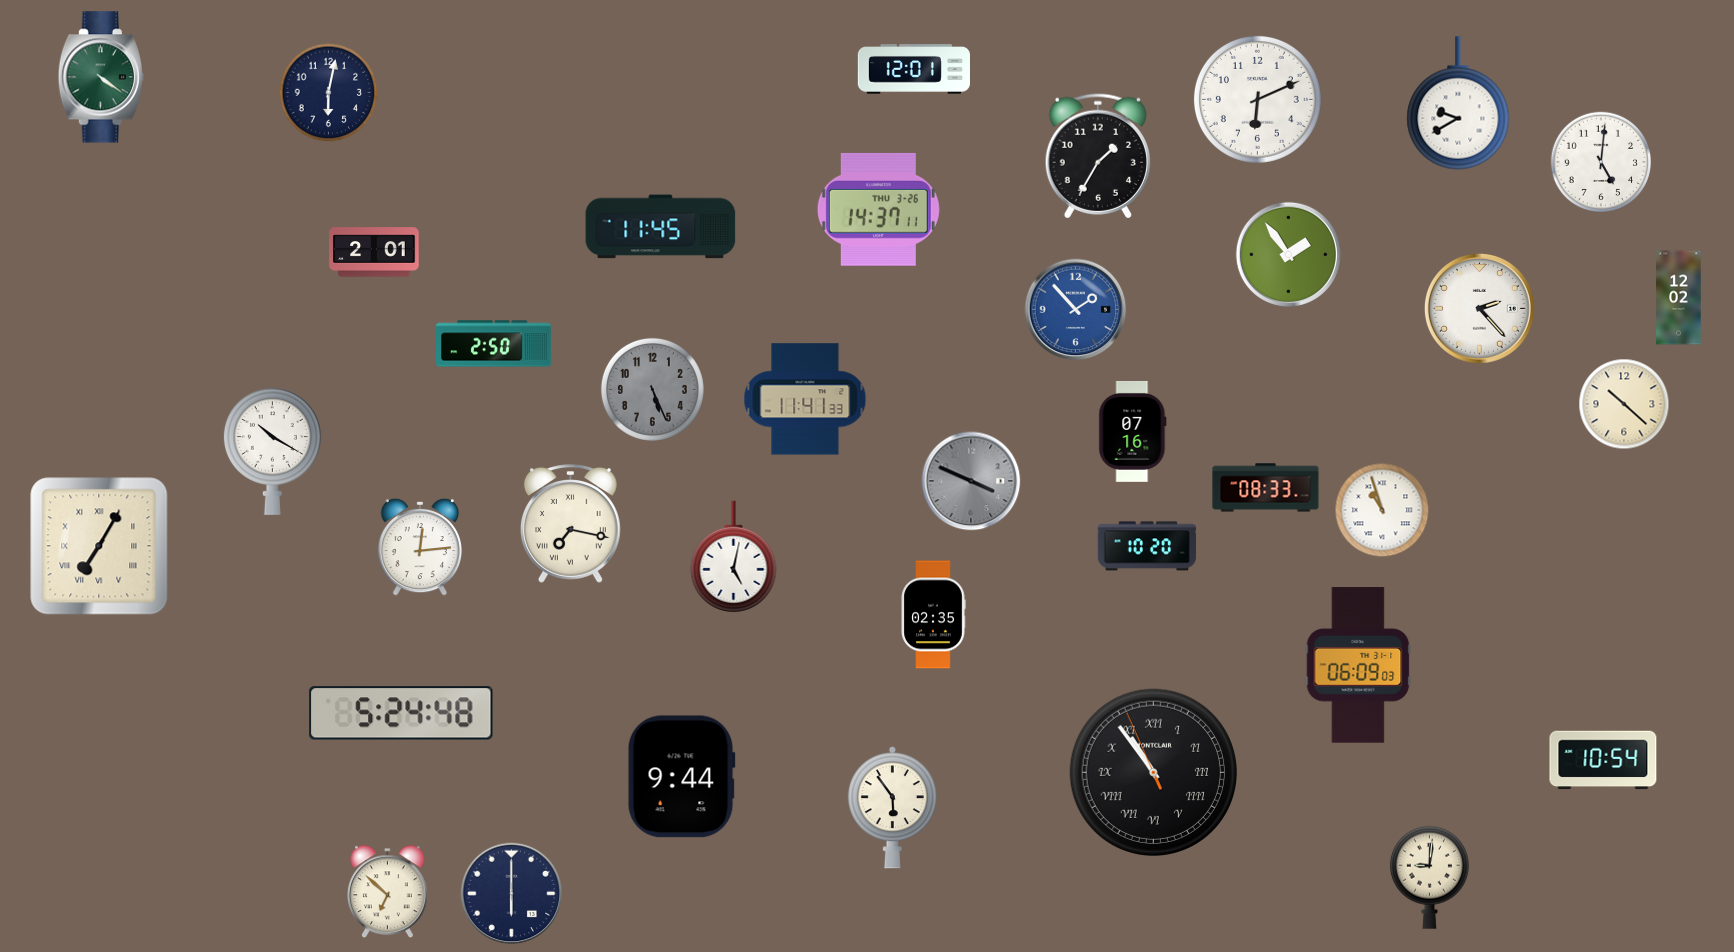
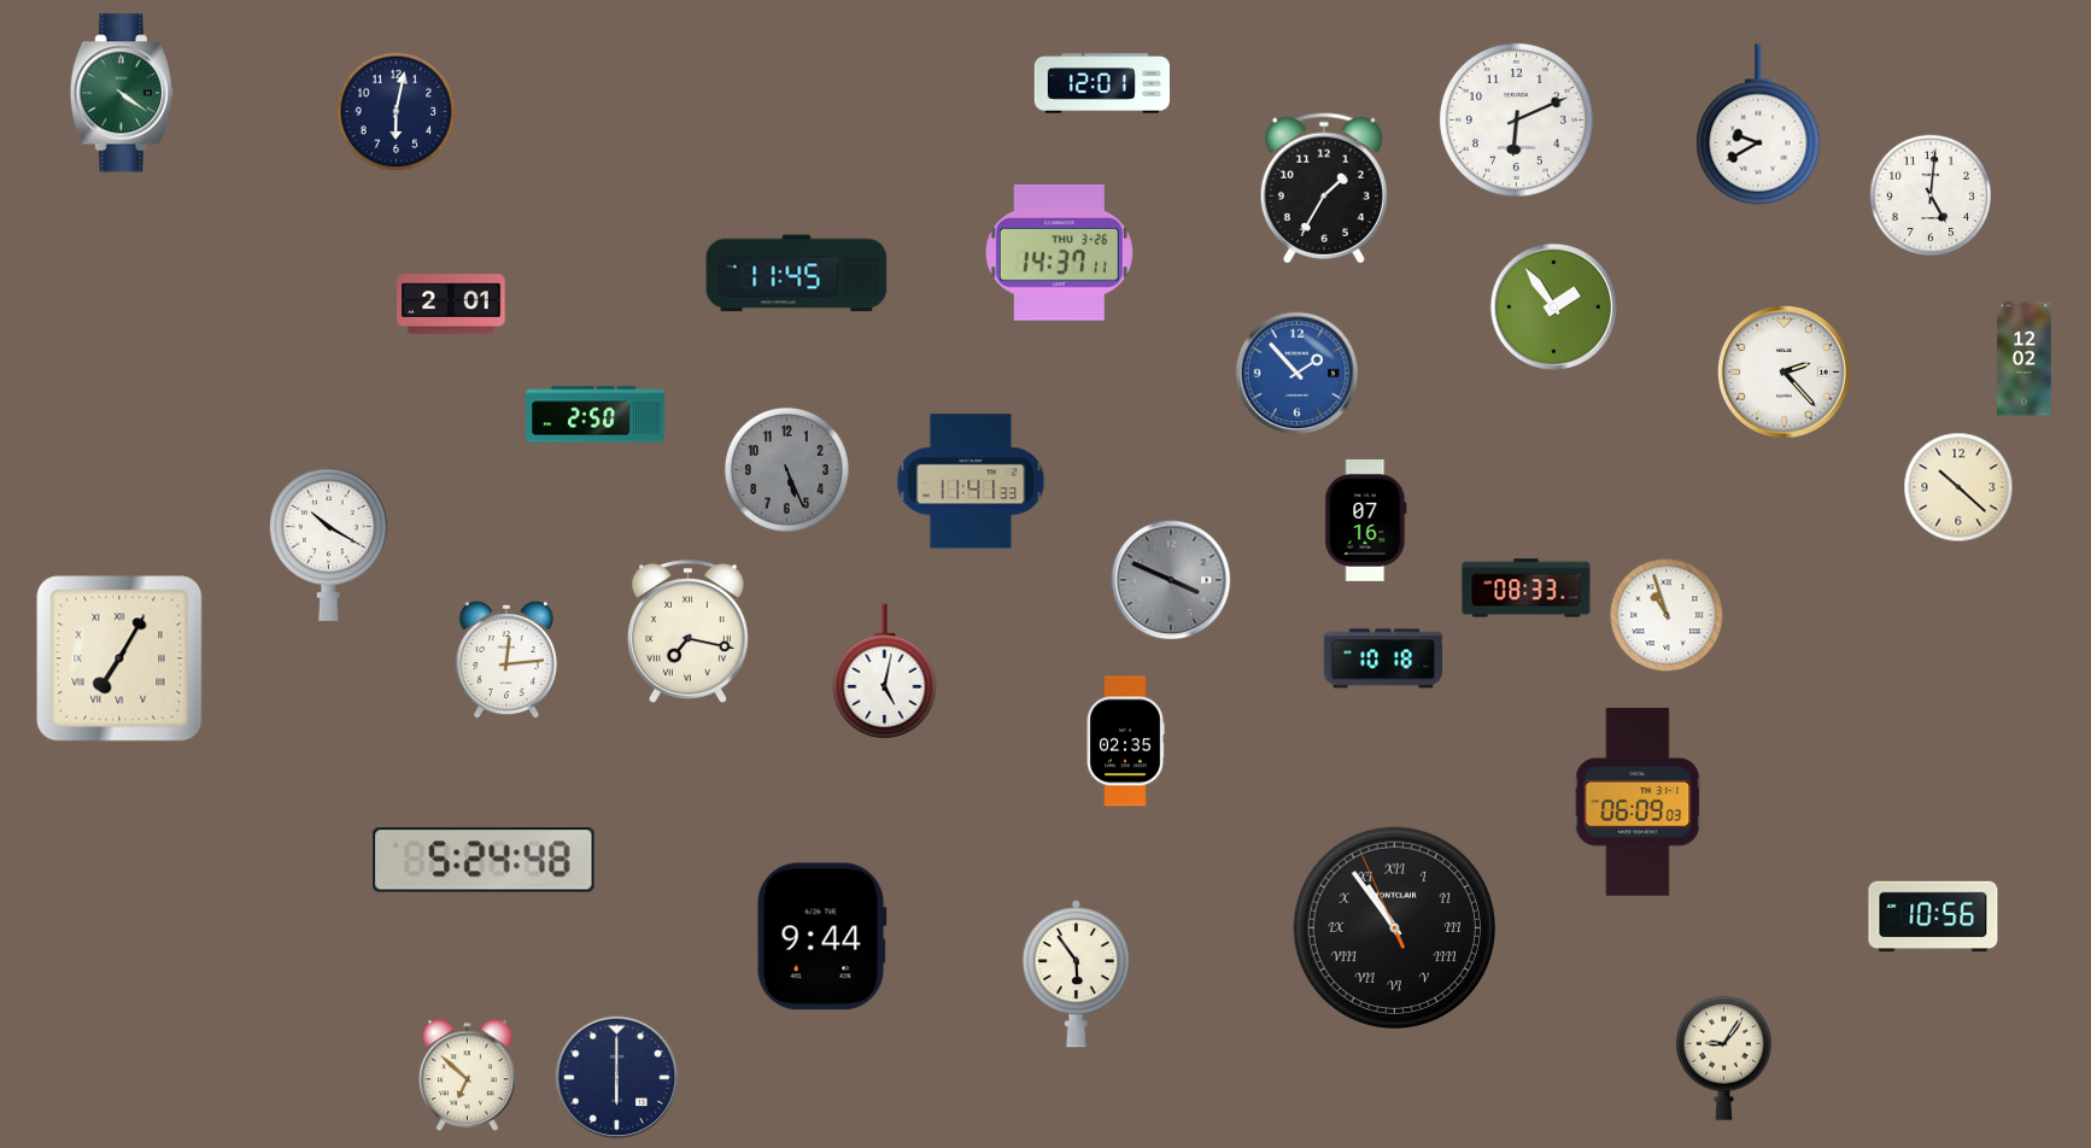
clock at (1147, 546): 10:20 -> 10:18
clock at (1603, 760): 10:54 -> 10:56
clock at (1153, 772) position: (1153, 772) -> (1394, 927)
clock at (1429, 877): 9:01 -> 9:06
